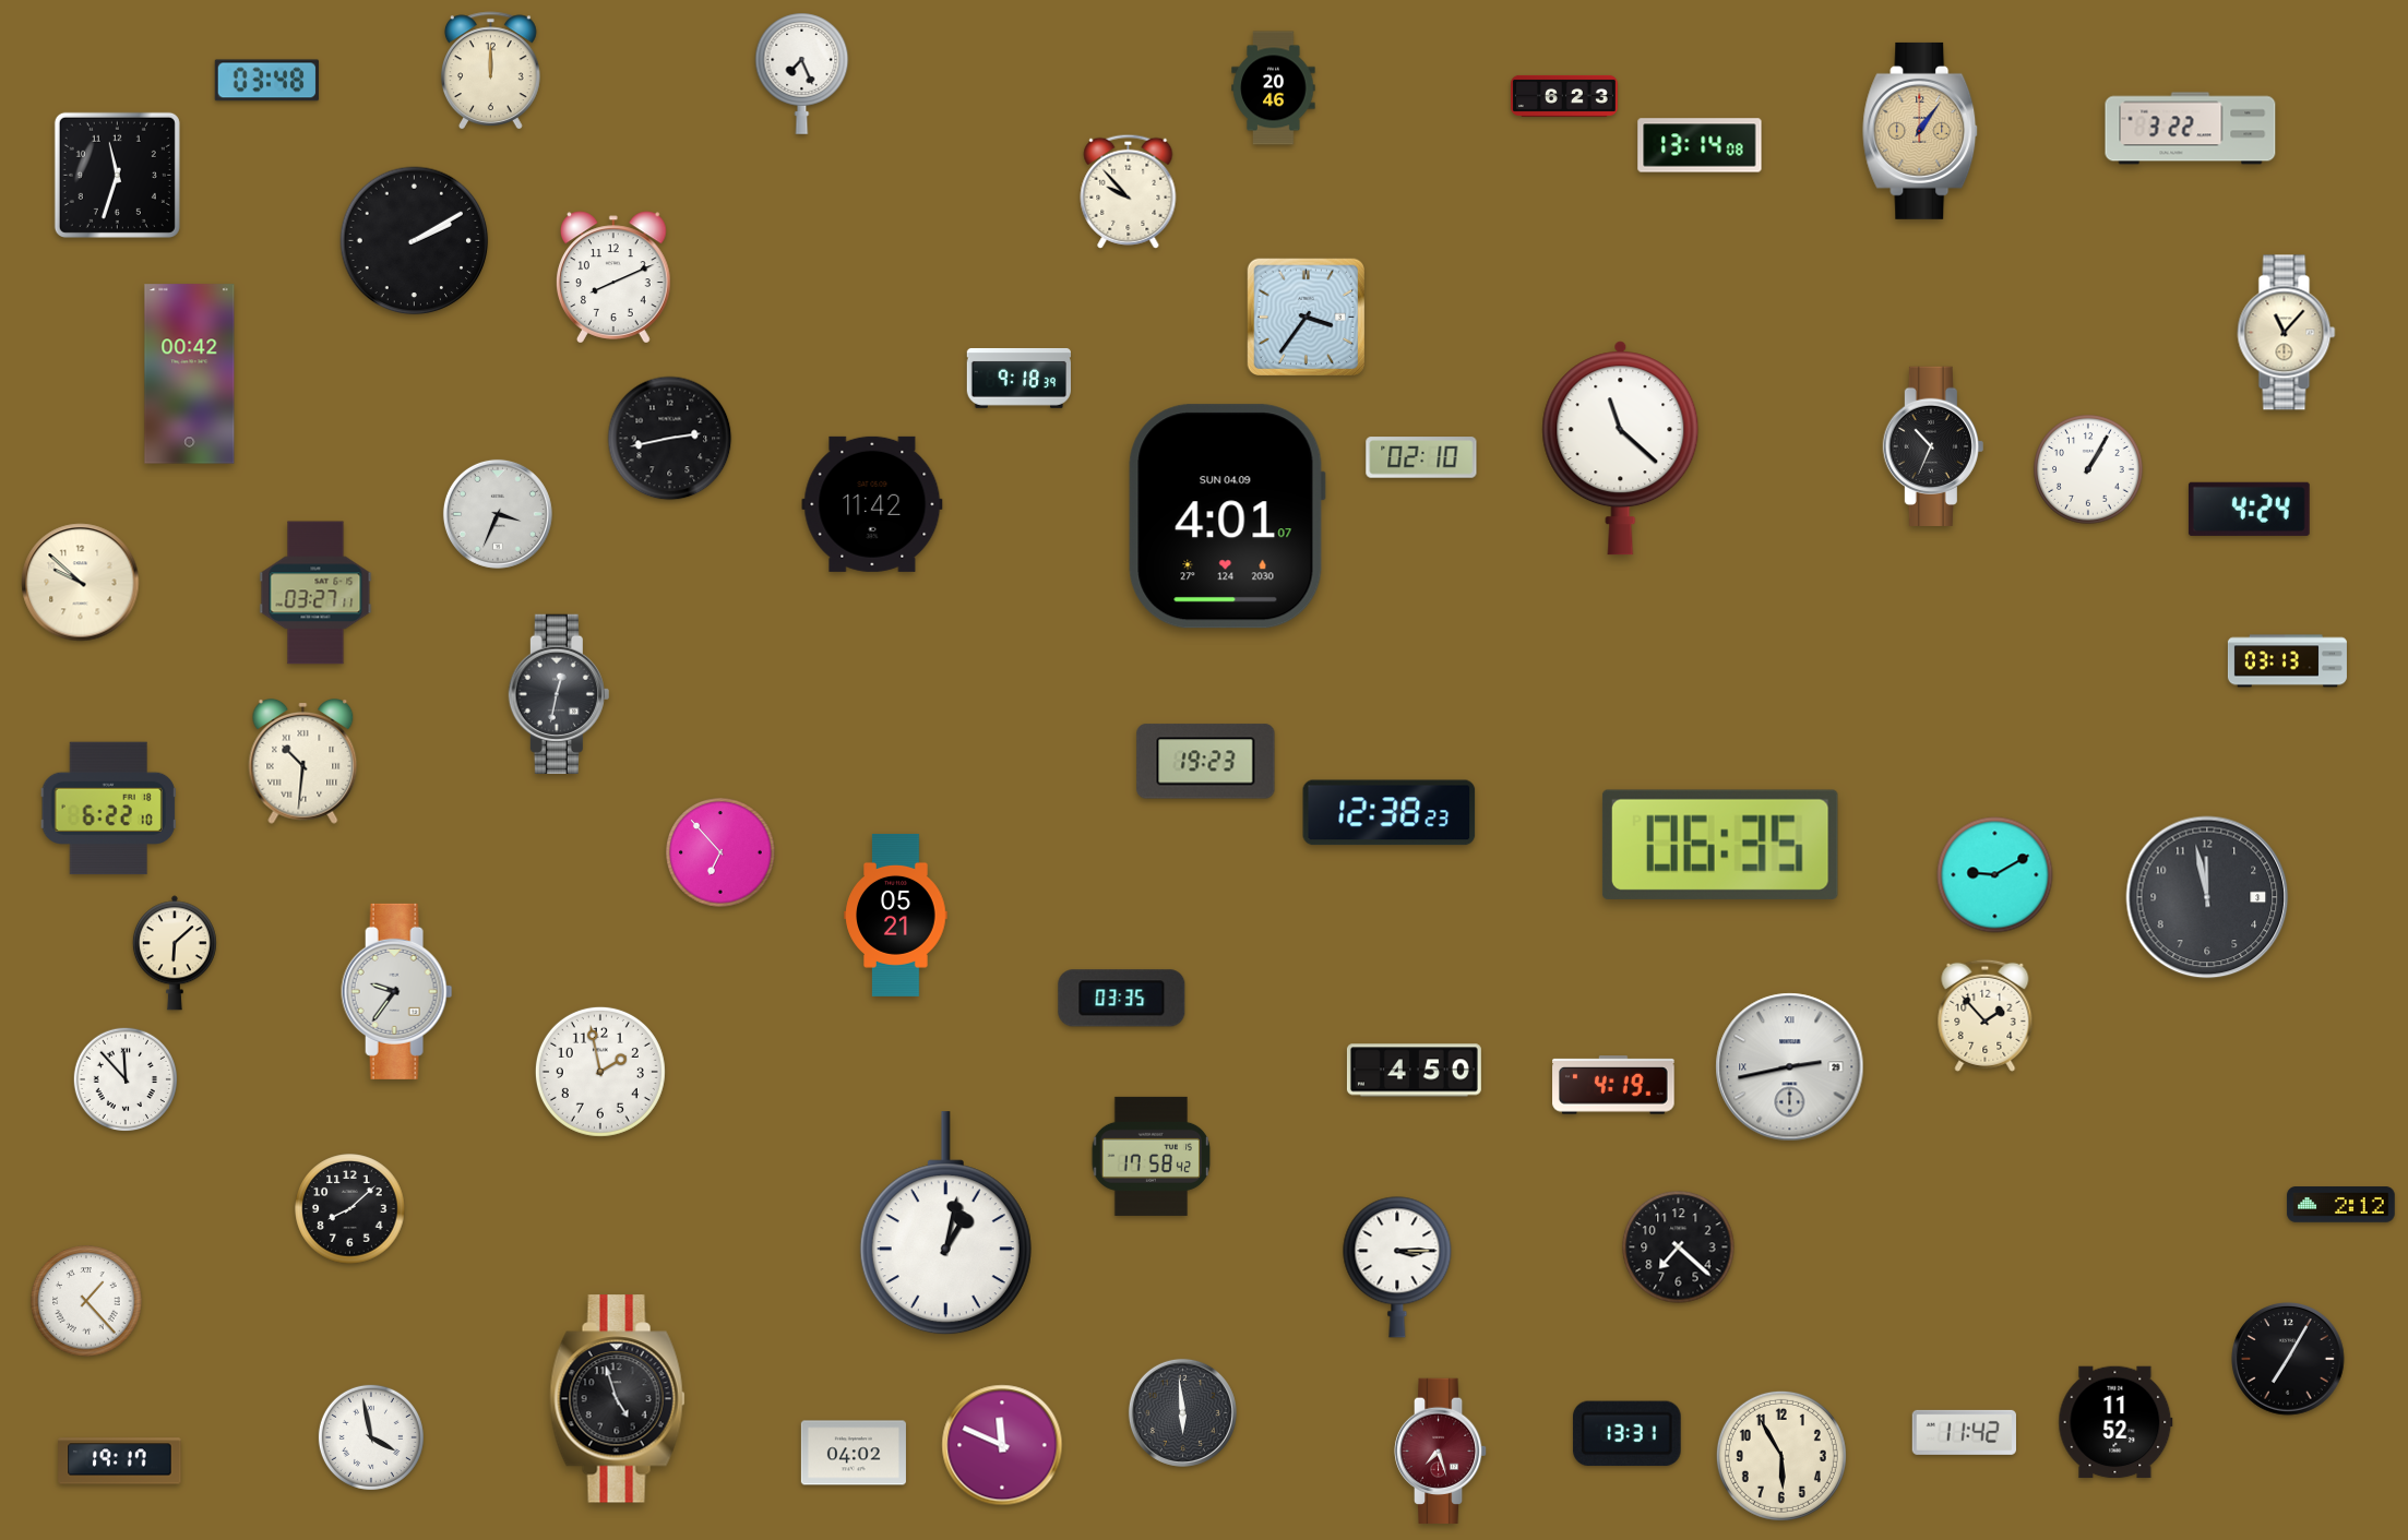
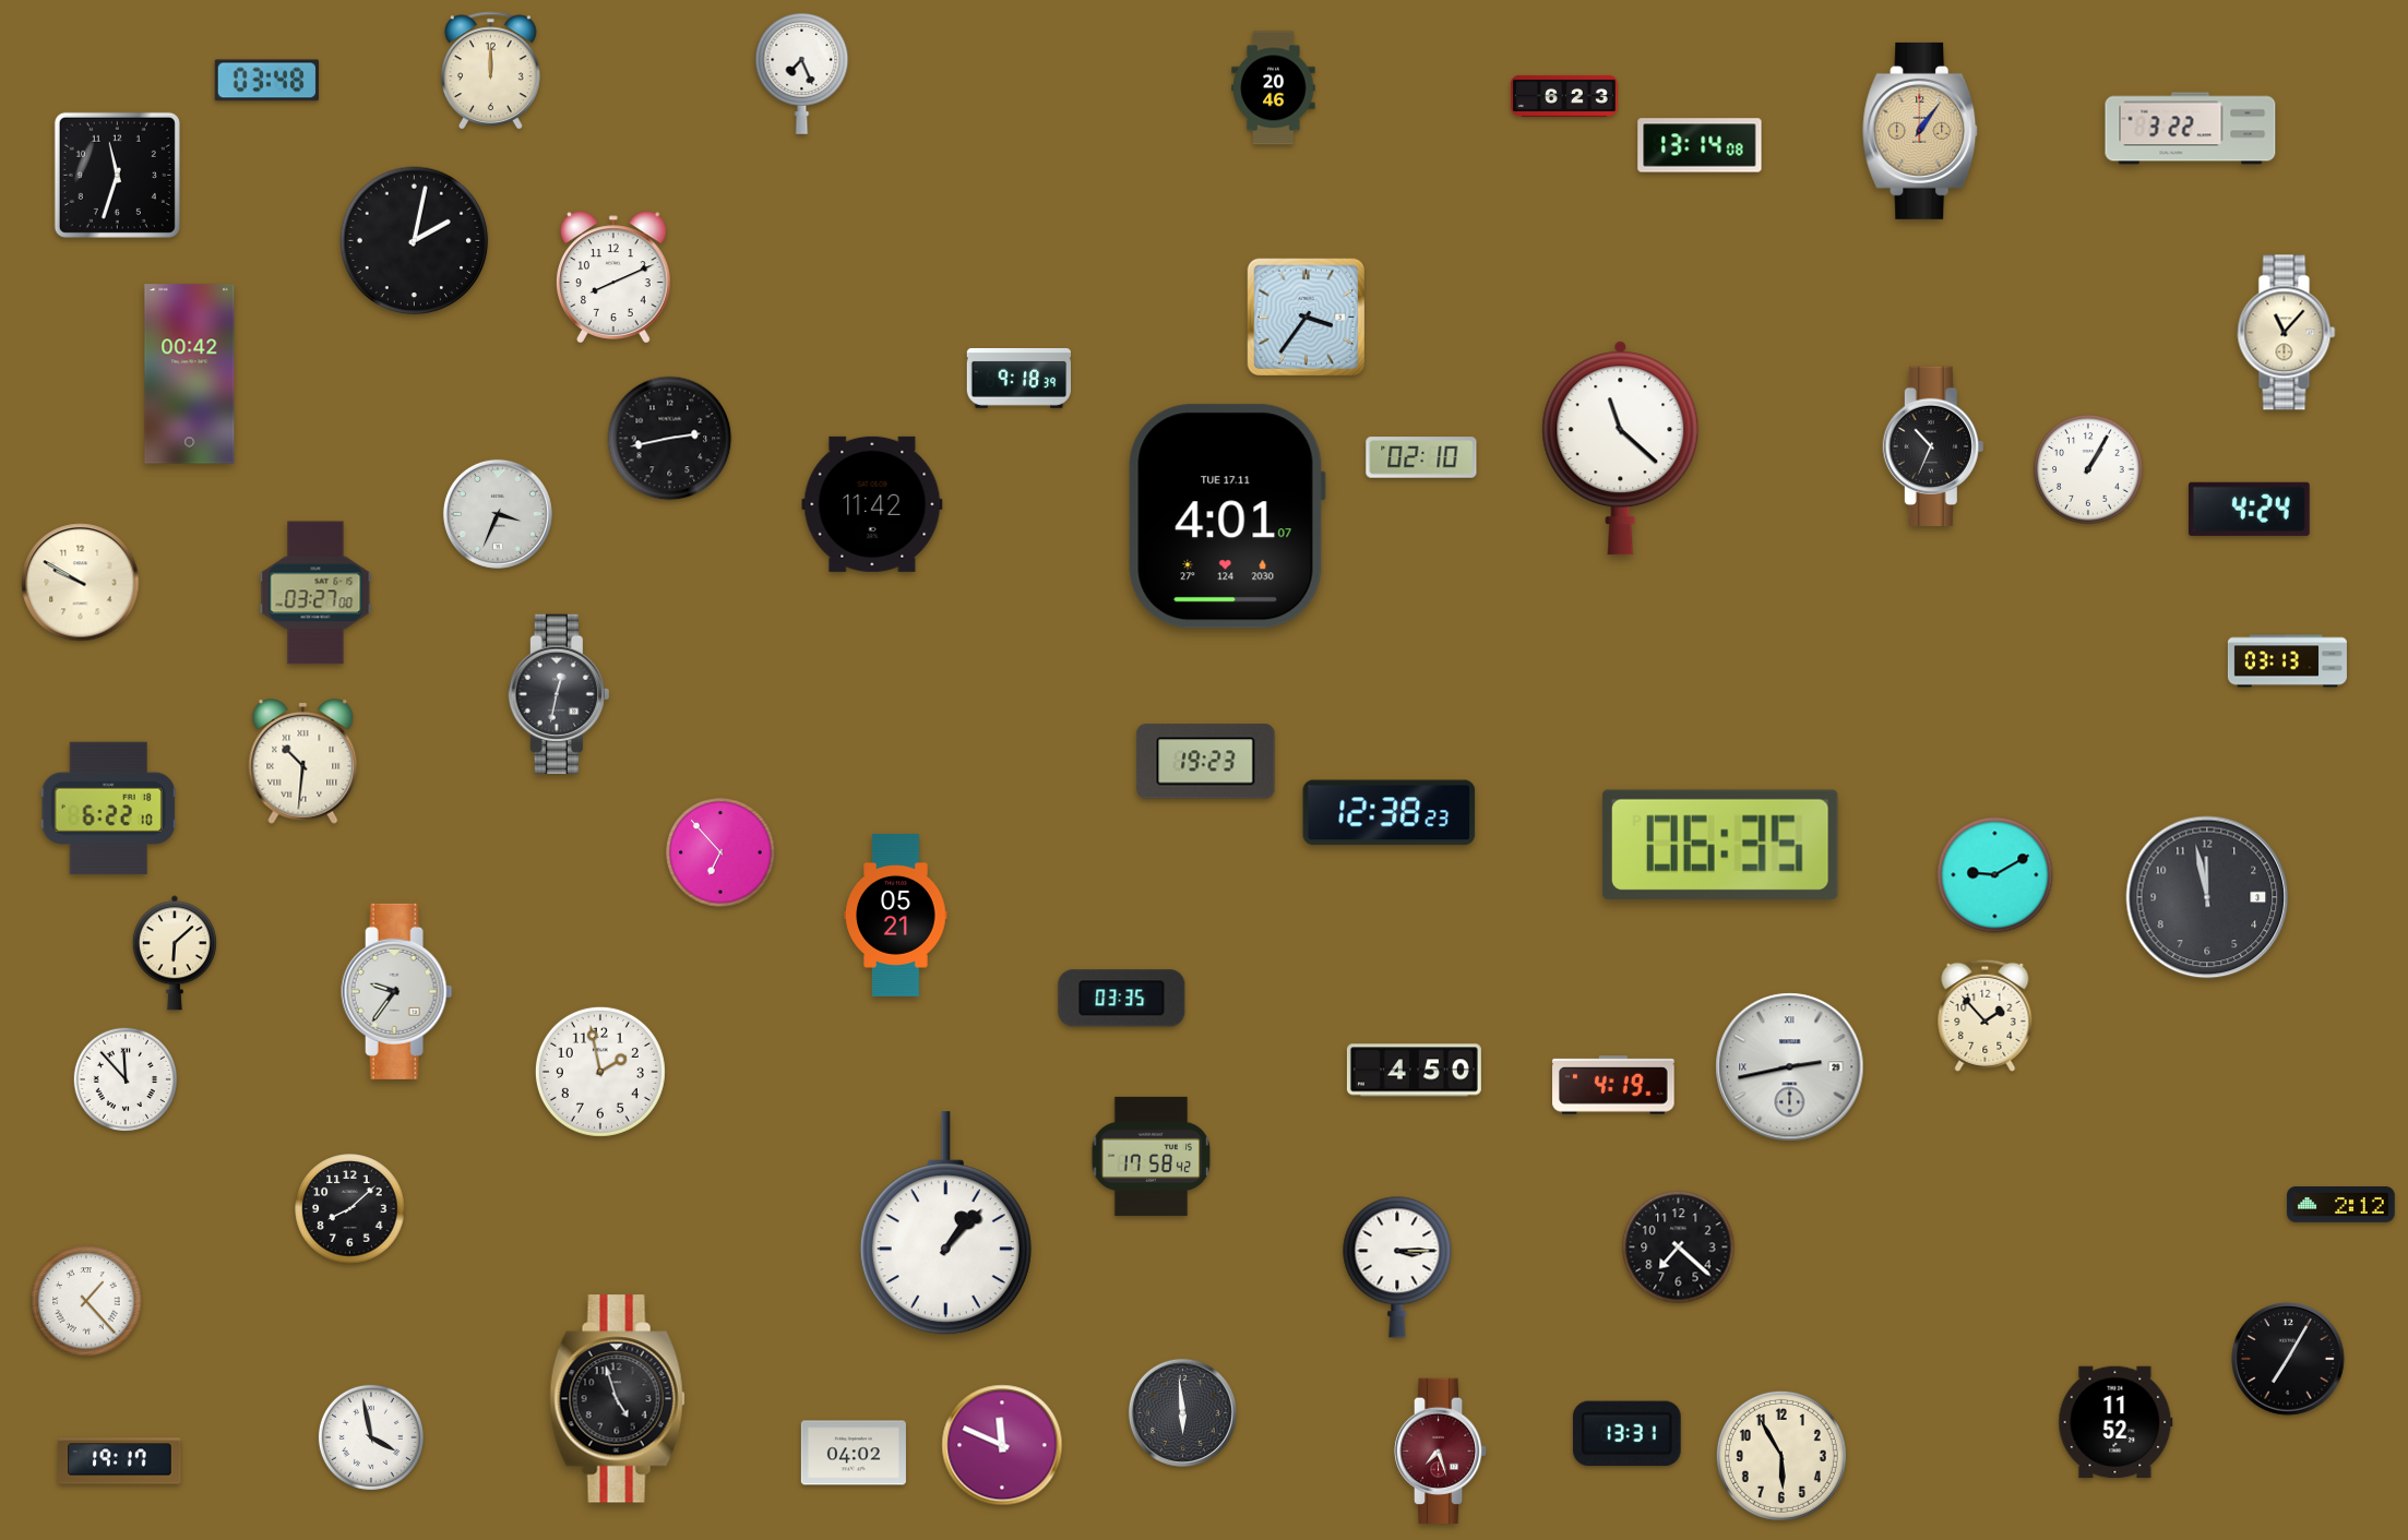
clock at (1129, 191): 9:53 -> none
clock at (415, 241): 2:10 -> 2:02
clock at (1227, 516) date: SUN 04.09 -> TUE 17.11
clock at (81, 583): 9:52 -> 9:50
clock at (315, 593): 03:27:11 -> 03:27:00
clock at (945, 1223): 1:02 -> 1:07
clock at (1964, 1432): 11:42 -> none
